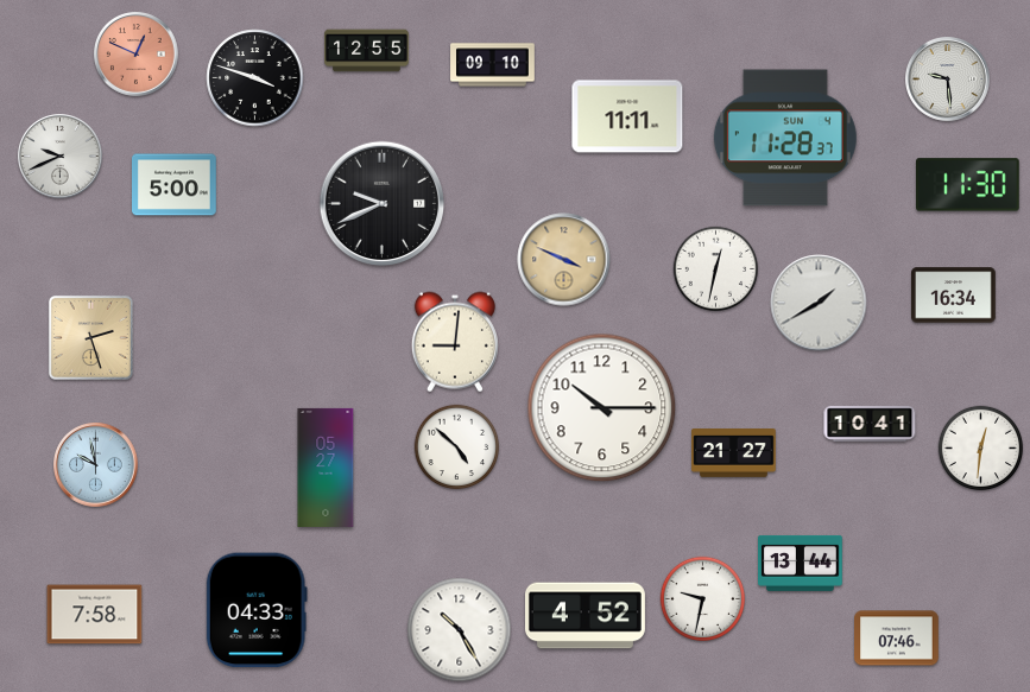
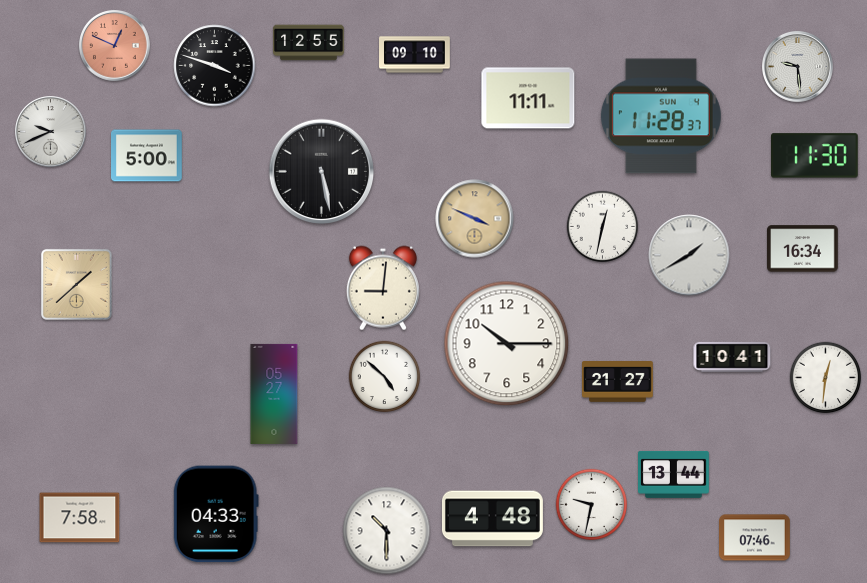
clock at (383, 204): 9:41 -> 5:28
clock at (90, 337): 2:27 -> 1:38
clock at (96, 465): 9:58 -> none
clock at (584, 616): 4:52 -> 4:48
clock at (460, 630): 10:25 -> 10:30
